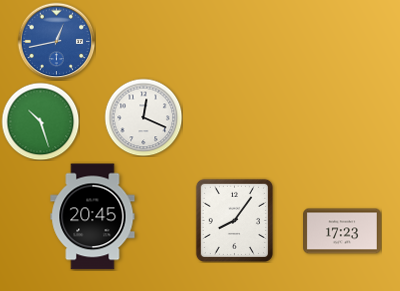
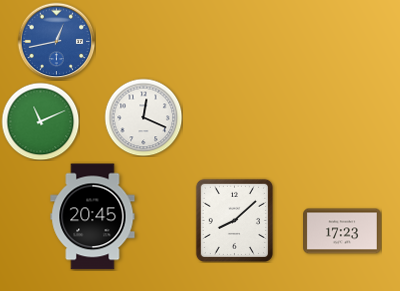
clock at (40, 121): 10:27 -> 11:11
clock at (234, 220): 8:06 -> 8:08
